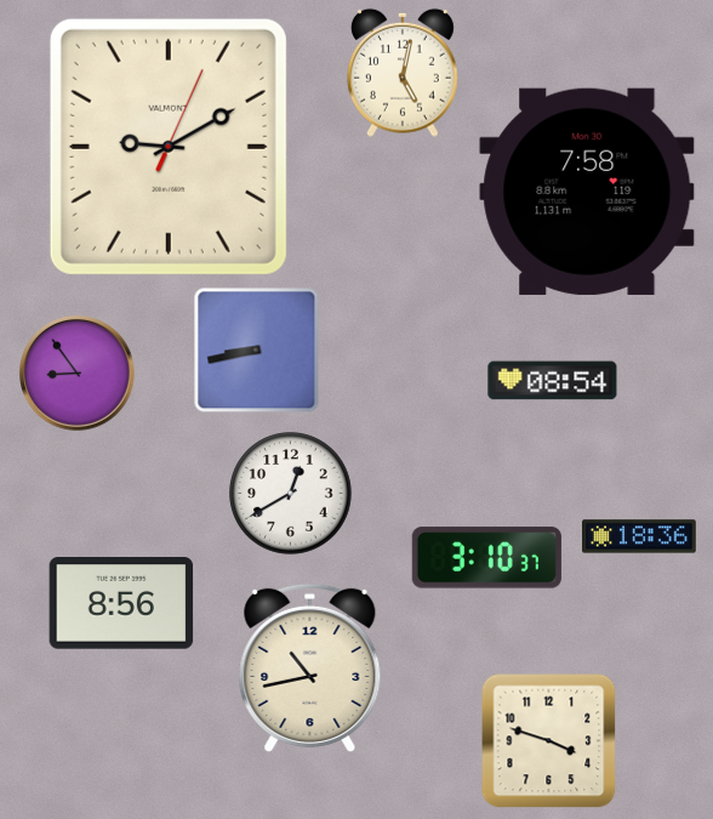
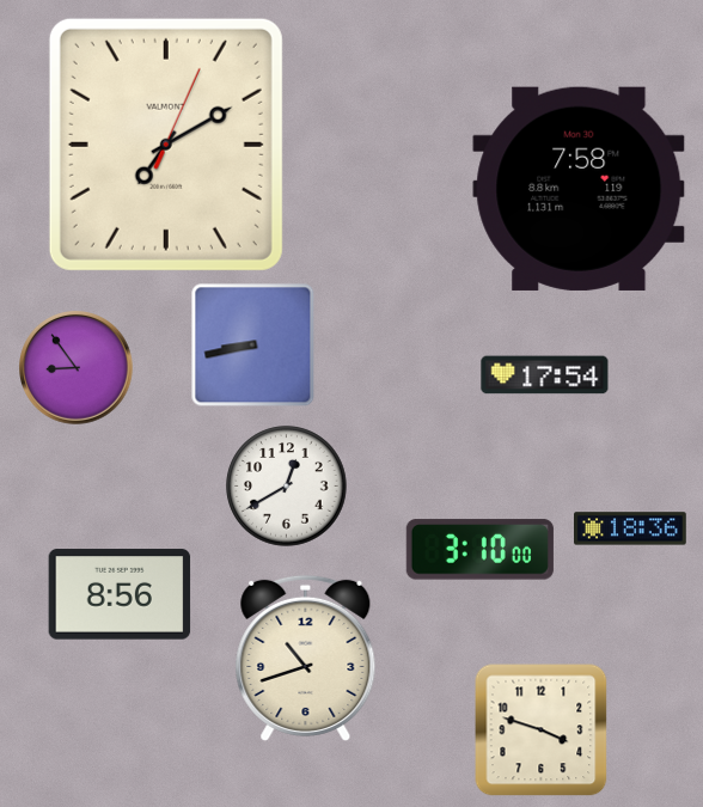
clock at (403, 73): 5:02 -> none
clock at (169, 147): 9:10 -> 7:10
clock at (553, 381): 08:54 -> 17:54
clock at (486, 558): 3:10:37 -> 3:10:00
clock at (310, 667): 10:43 -> 10:42
